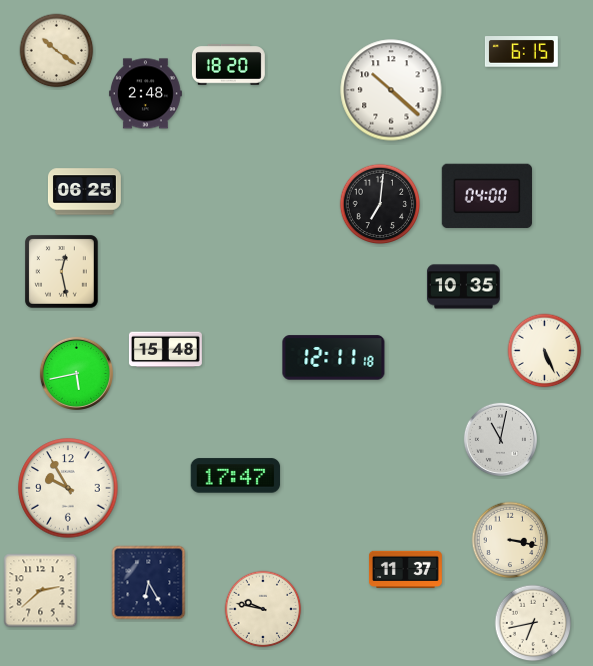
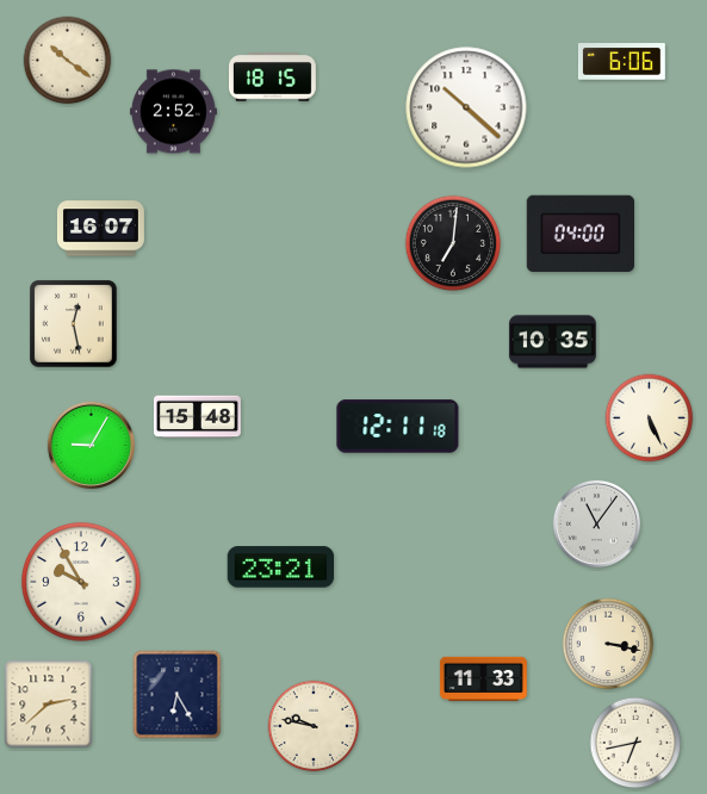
clock at (521, 52): 6:15 -> 6:06
clock at (228, 65): 18:20 -> 18:15
clock at (145, 94): 2:48 -> 2:52
clock at (84, 192): 06:25 -> 16:07
clock at (76, 373): 5:43 -> 9:05
clock at (500, 439): 11:02 -> 11:06
clock at (236, 476): 17:47 -> 23:21
clock at (405, 569): 11:37 -> 11:33
